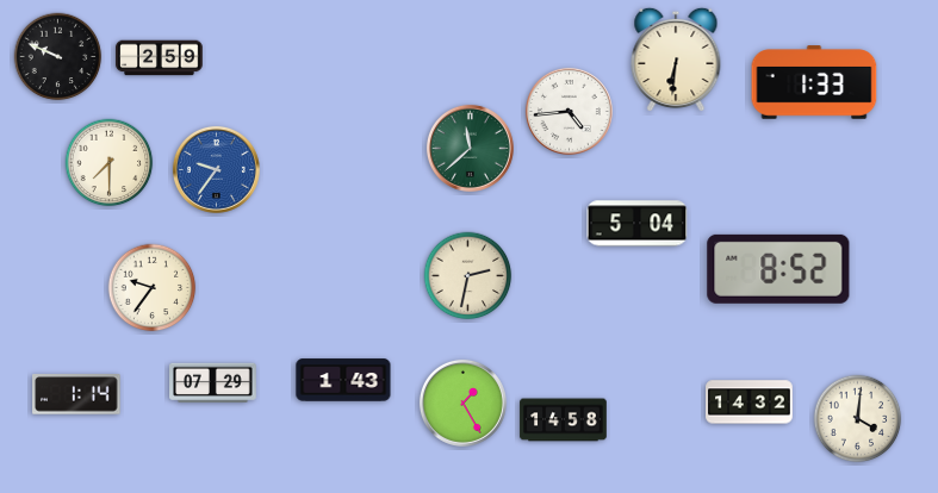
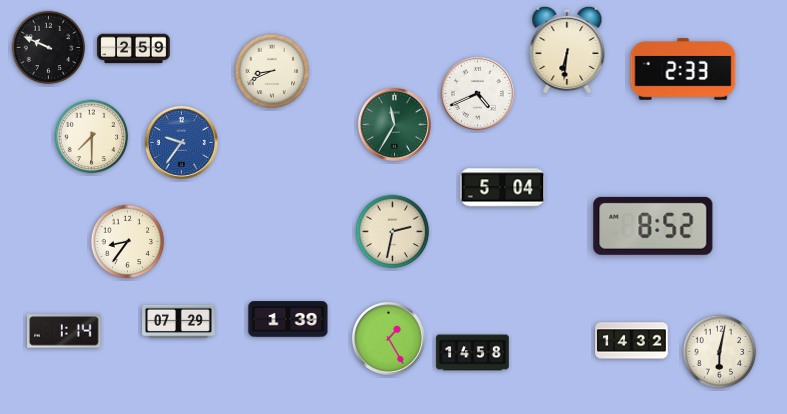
clock at (814, 82): 1:33 -> 2:33
clock at (272, 71): none -> 8:41
clock at (569, 111): 4:44 -> 4:41
clock at (470, 148): 11:38 -> 11:35
clock at (638, 224) position: (638, 224) -> (503, 188)
clock at (153, 288): 9:36 -> 8:36
clock at (343, 380): 1:43 -> 1:39
clock at (750, 402) position: (750, 402) -> (632, 341)
clock at (858, 419): 4:01 -> 6:02
